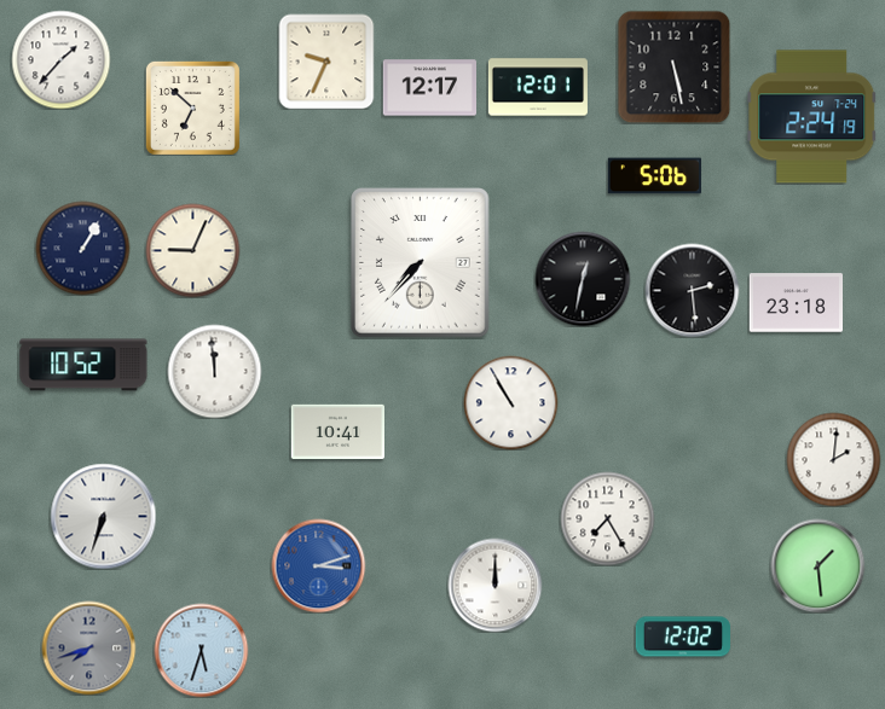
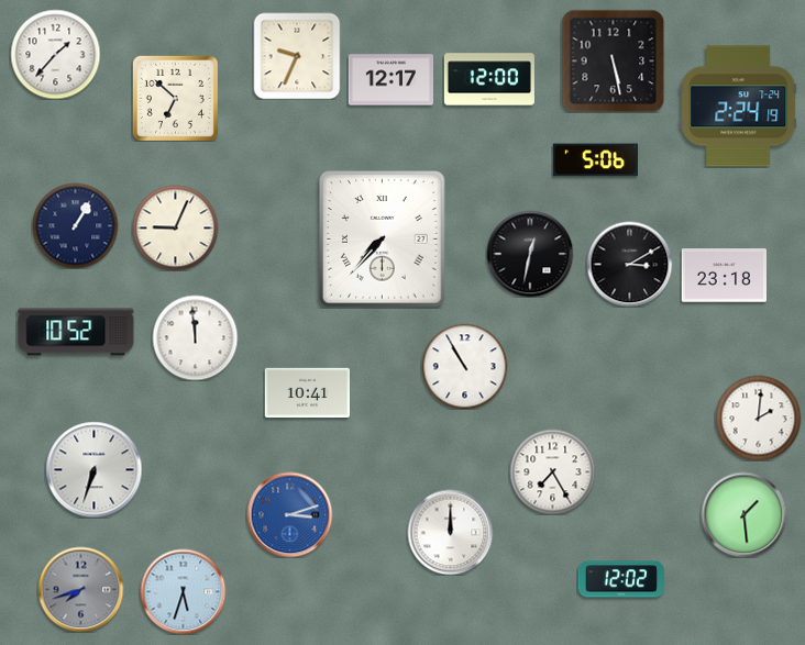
clock at (538, 87): 12:01 -> 12:00
clock at (692, 290): 2:29 -> 3:10
